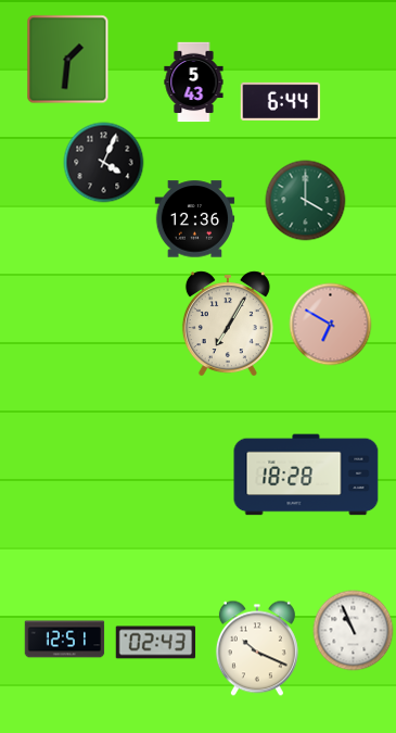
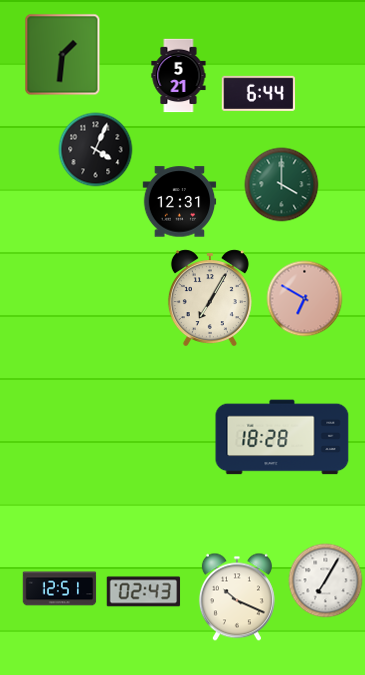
clock at (194, 83): 5:43 -> 5:21
clock at (195, 219): 12:36 -> 12:31
clock at (354, 631): 10:56 -> 7:05
